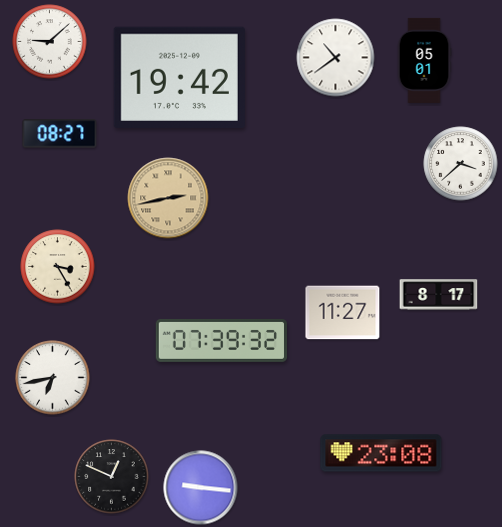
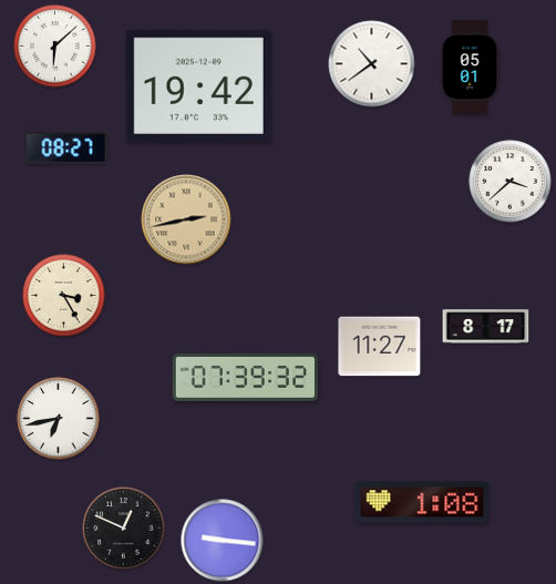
clock at (50, 42): 9:08 -> 6:08
clock at (381, 453): 23:08 -> 1:08
